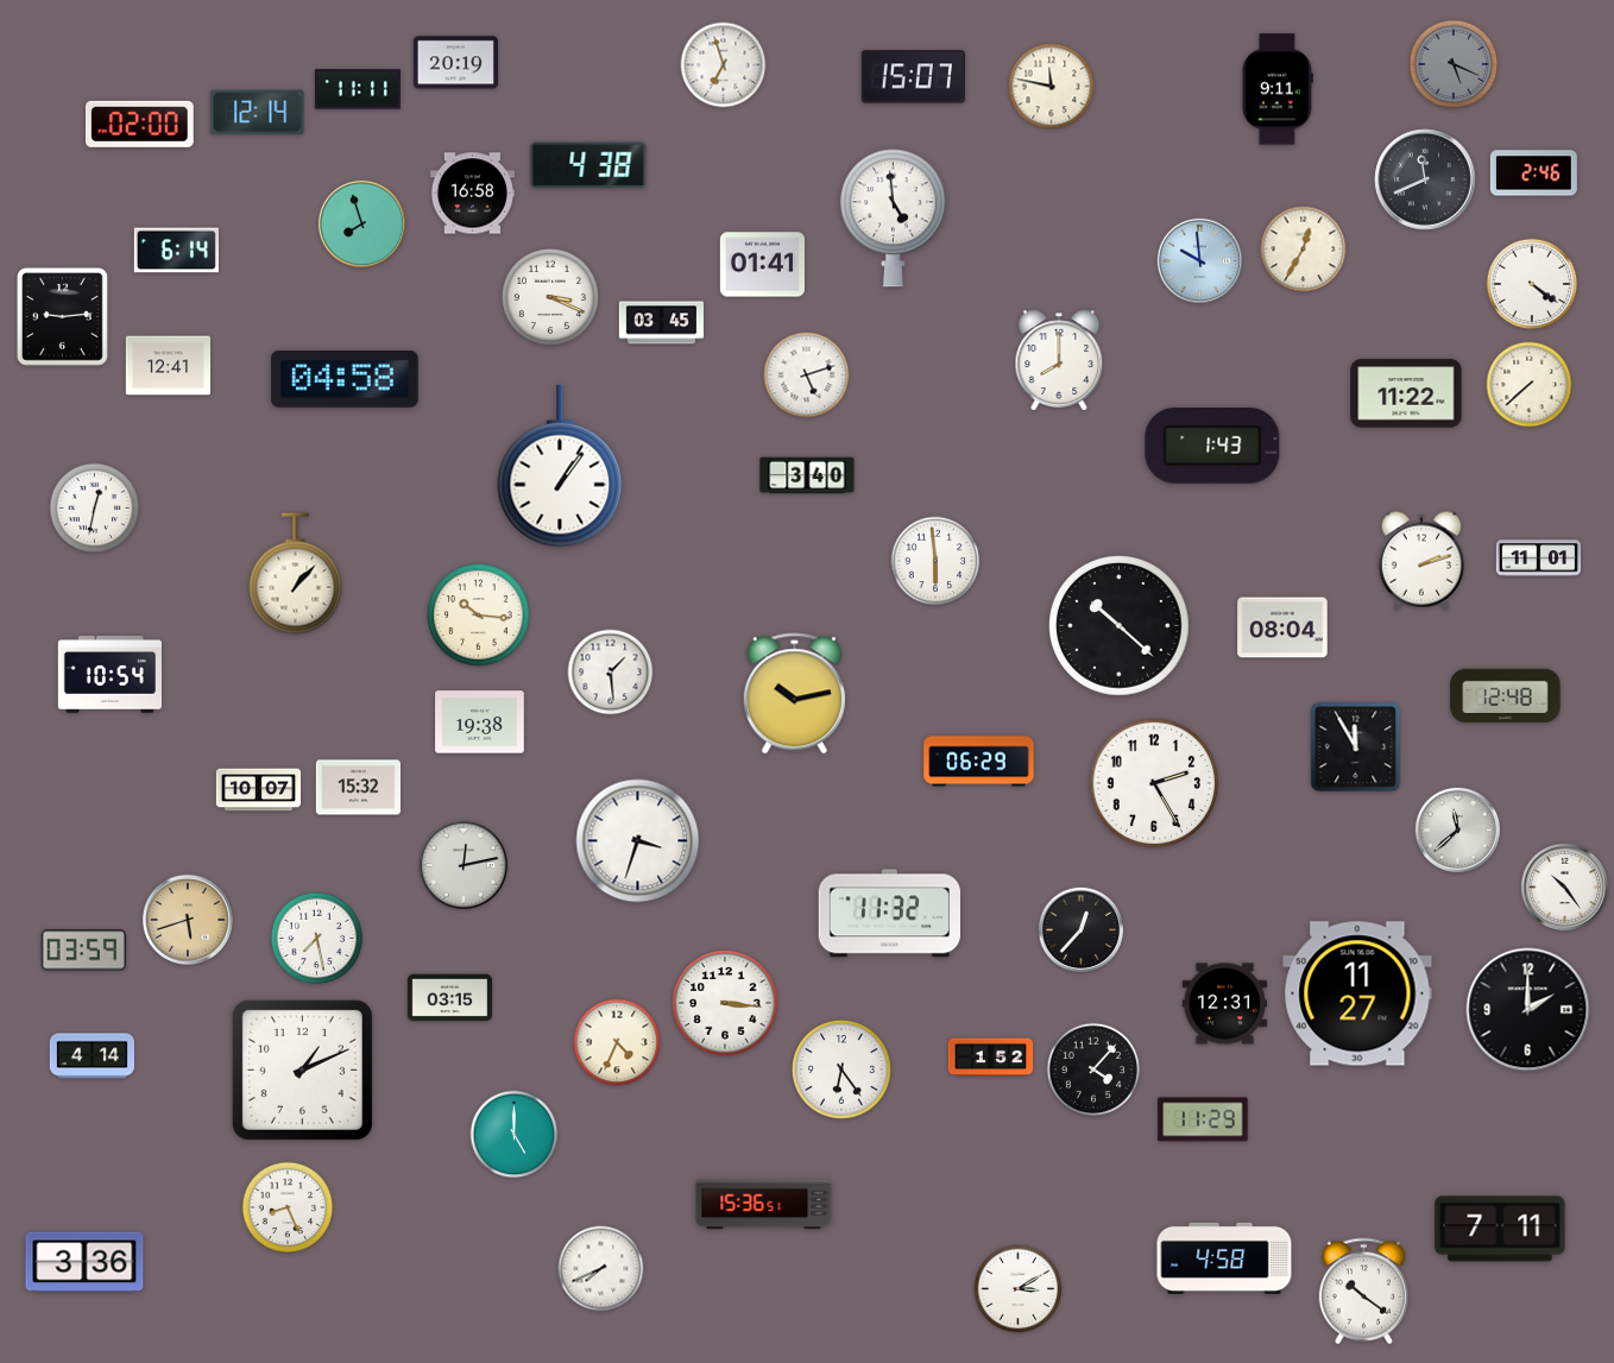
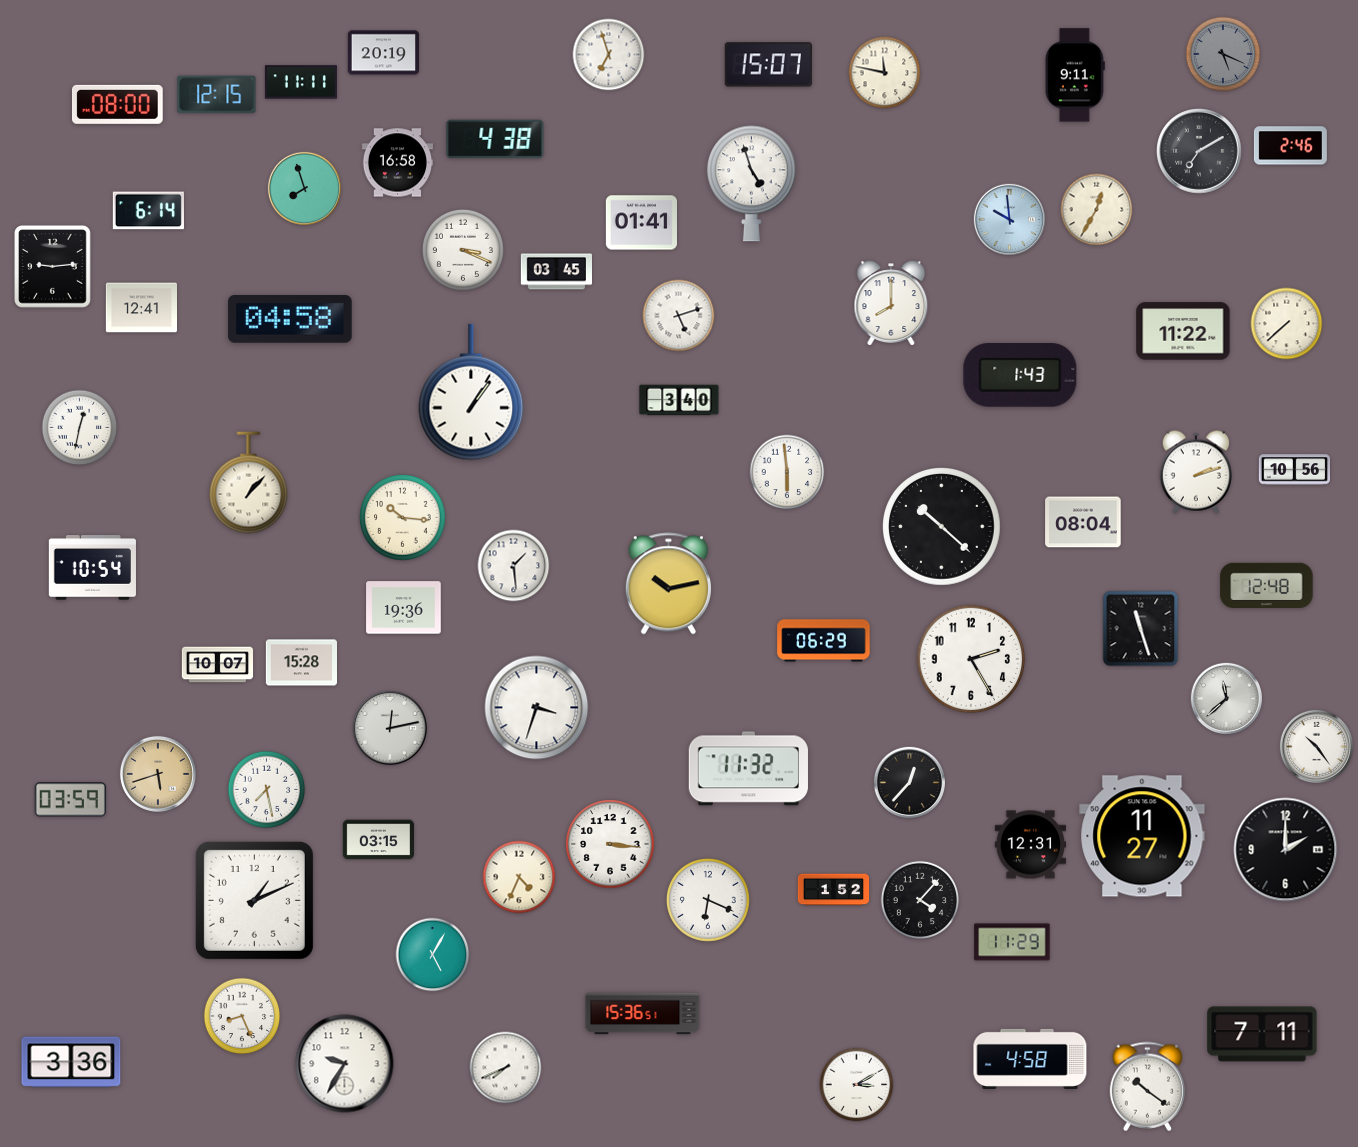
clock at (358, 89) position: (358, 89) -> (301, 82)
clock at (258, 113): 12:14 -> 12:15
clock at (140, 124): 02:00 -> 08:00
clock at (1425, 179): 11:41 -> 7:10
clock at (893, 219): 4:59 -> 4:57
clock at (1532, 284): 4:21 -> none
clock at (1538, 559): 11:01 -> 10:56
clock at (1282, 627) position: (1282, 627) -> (1083, 522)
clock at (480, 722): 19:38 -> 19:36
clock at (1356, 747): 11:55 -> 11:27
clock at (358, 788): 15:32 -> 15:28
clock at (93, 1056): 4:14 -> none
clock at (841, 1069): 6:24 -> 6:19
clock at (515, 1135): 5:00 -> 5:05
clock at (345, 1064): none -> 9:35
